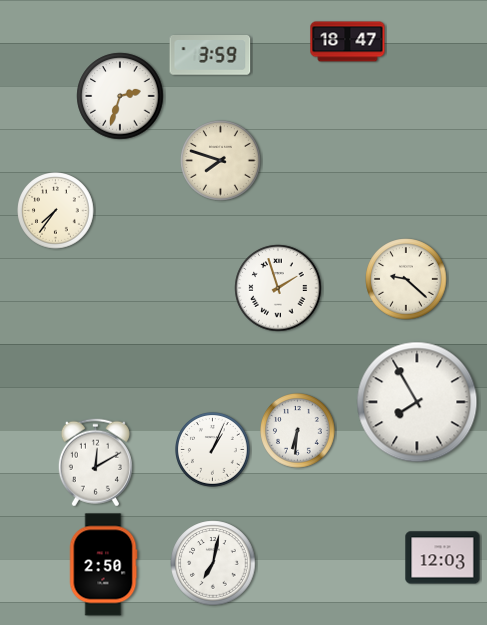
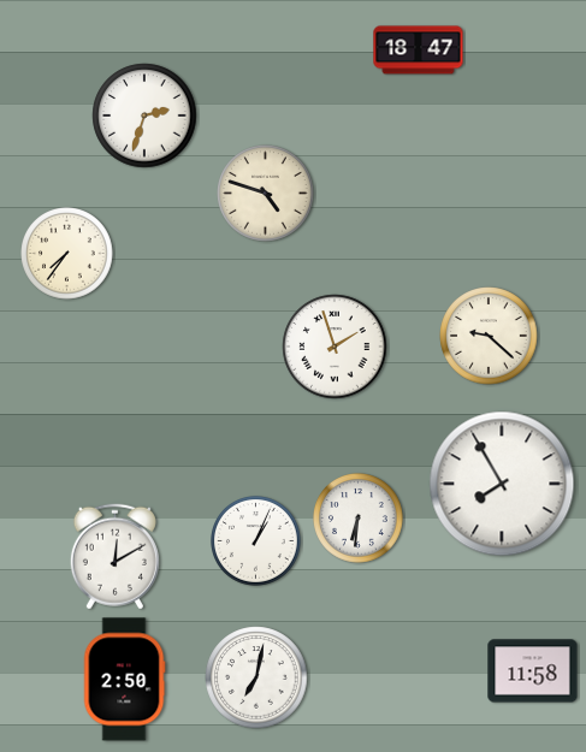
clock at (210, 56): 3:59 -> none
clock at (221, 161): 7:48 -> 4:48
clock at (443, 558): 12:03 -> 11:58
